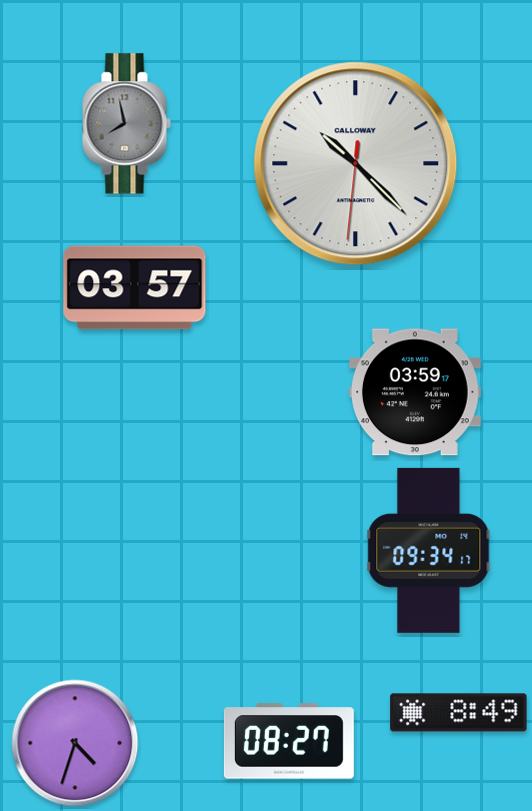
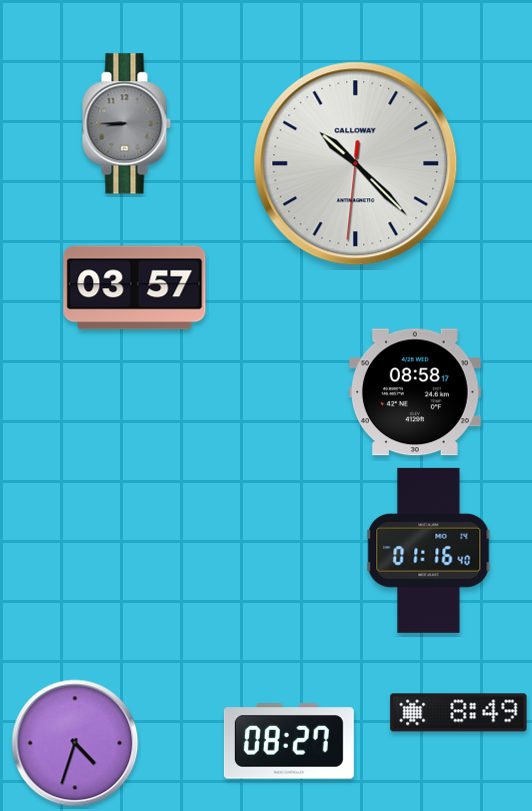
clock at (126, 124): 7:58 -> 8:45
clock at (415, 392): 03:59 -> 08:58
clock at (429, 550): 09:34 -> 01:16
